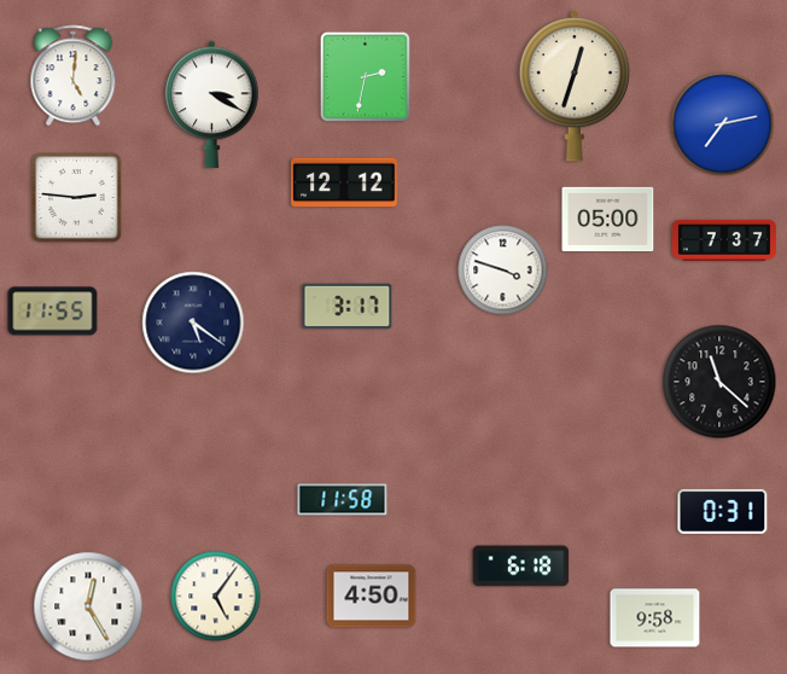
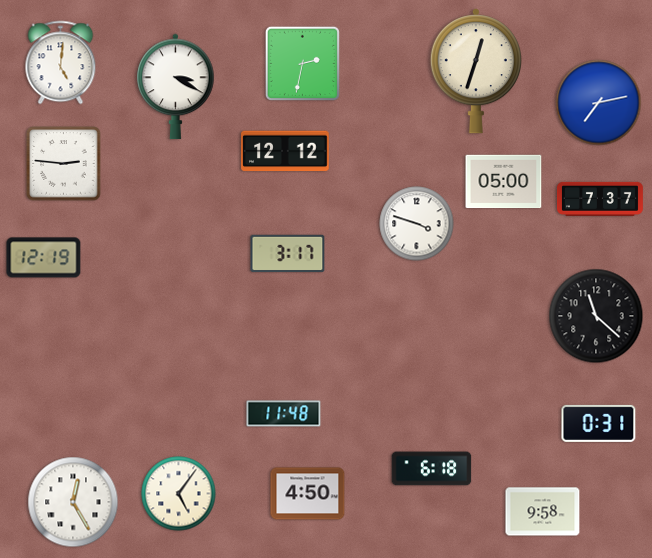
clock at (53, 312): 11:55 -> 12:19
clock at (193, 323): 5:21 -> none
clock at (343, 500): 11:58 -> 11:48
